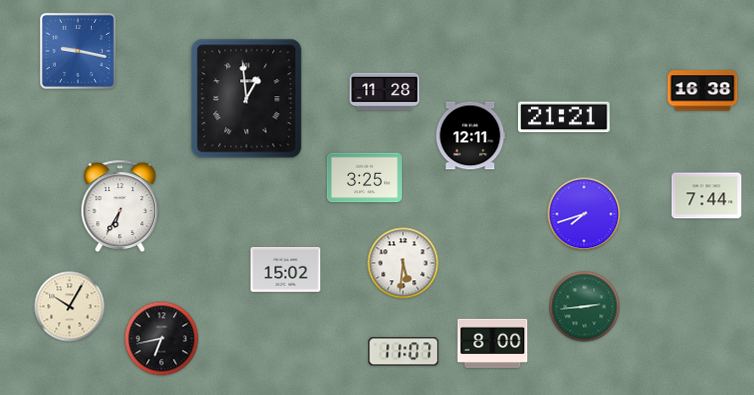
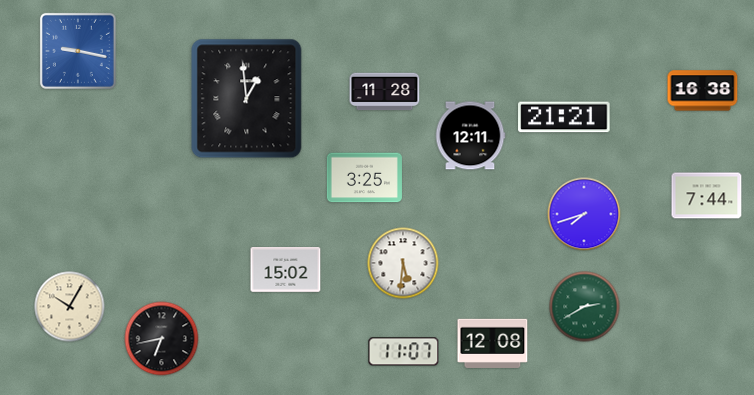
clock at (120, 206): 6:35 -> none
clock at (585, 307): 2:44 -> 2:40
clock at (493, 343): 8:00 -> 12:08
